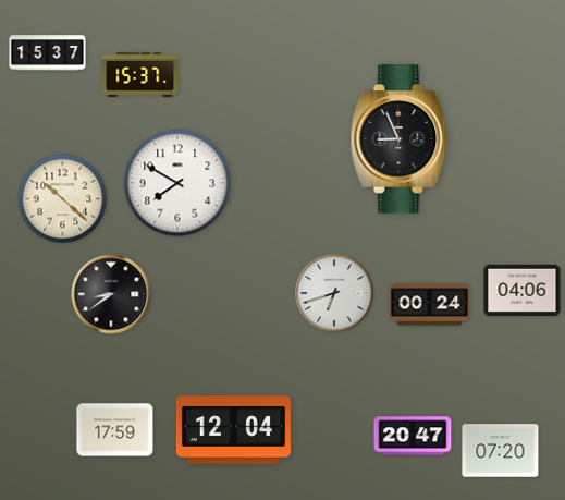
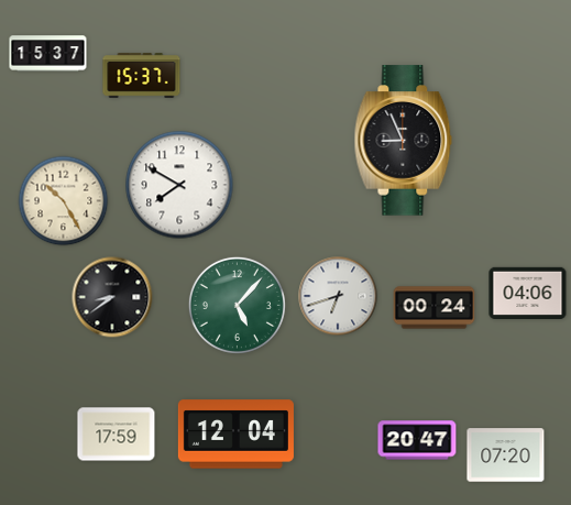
clock at (63, 199): 10:22 -> 10:25
clock at (237, 305): none -> 5:07
